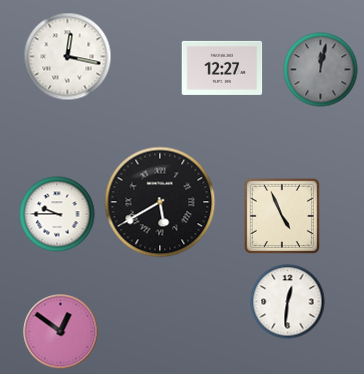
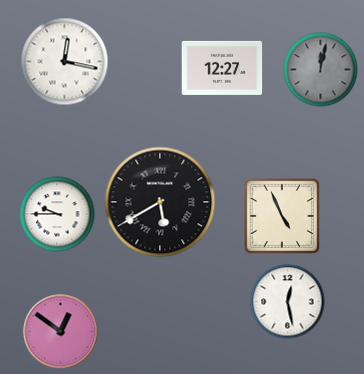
clock at (68, 57) position: (68, 57) -> (65, 62)
clock at (288, 302): 12:31 -> 12:28
